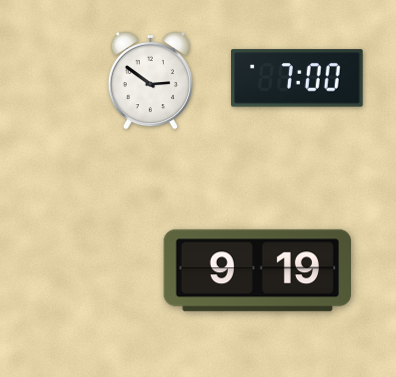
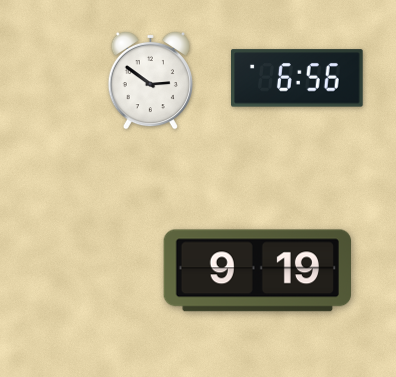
clock at (297, 78): 7:00 -> 6:56
